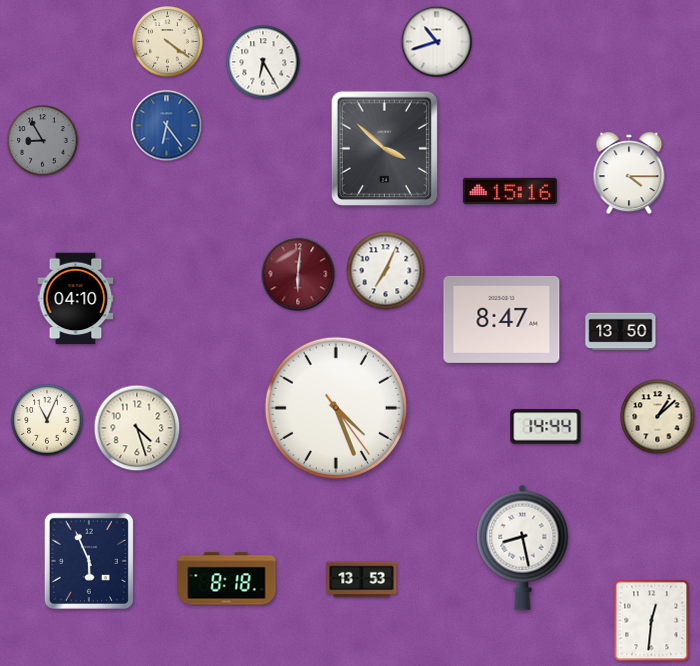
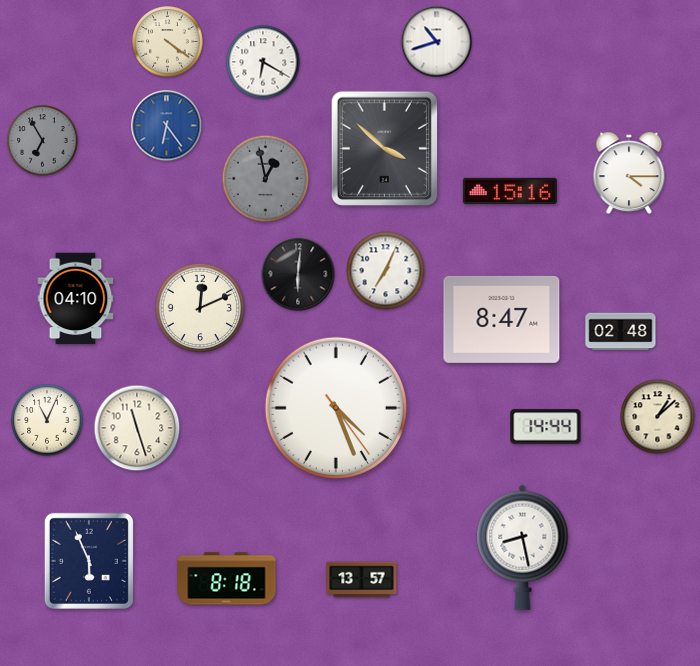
clock at (263, 62): 6:25 -> 6:20
clock at (43, 141): 8:55 -> 6:55
clock at (266, 179): none -> 12:58
clock at (298, 274) dial: burgundy -> black
clock at (200, 308): none -> 12:11
clock at (621, 332): 13:50 -> 02:48
clock at (137, 428): 4:27 -> 11:27
clock at (362, 580): 13:53 -> 13:57
clock at (652, 621): 12:31 -> none
